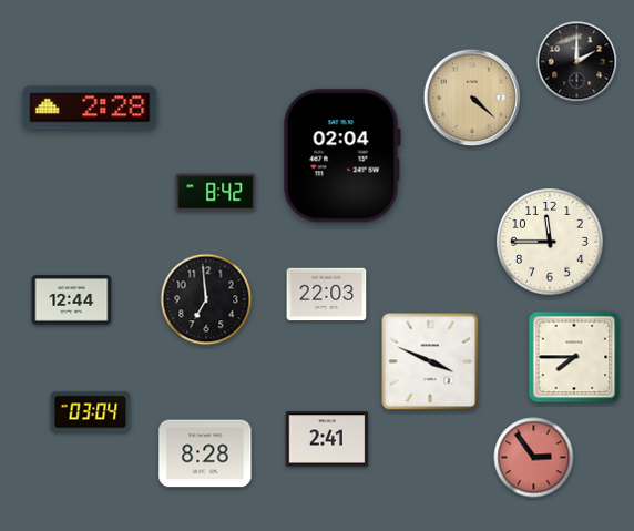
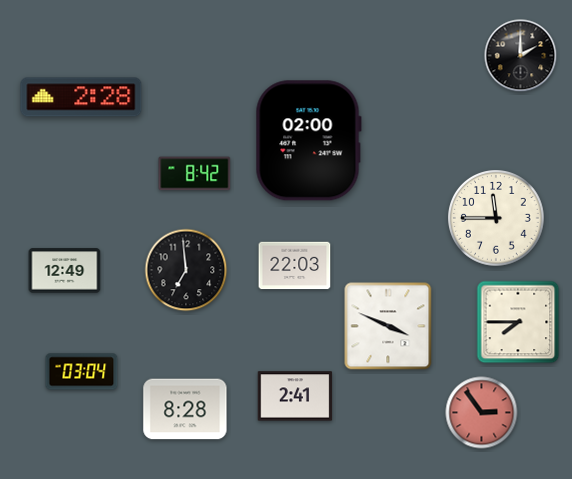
clock at (472, 98): 4:22 -> none
clock at (341, 156): 02:04 -> 02:00
clock at (72, 300): 12:44 -> 12:49
